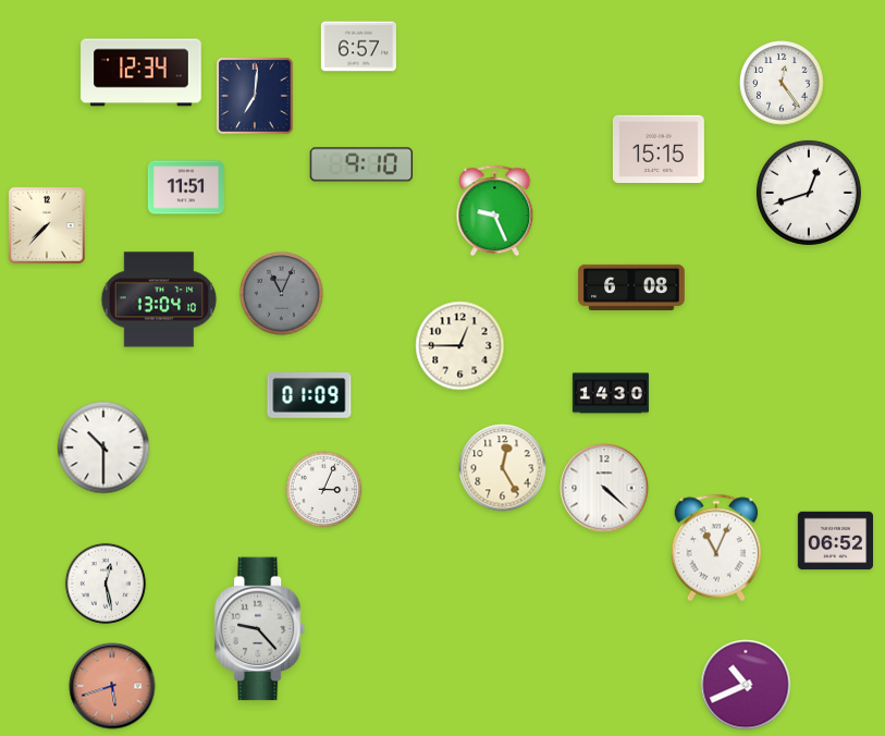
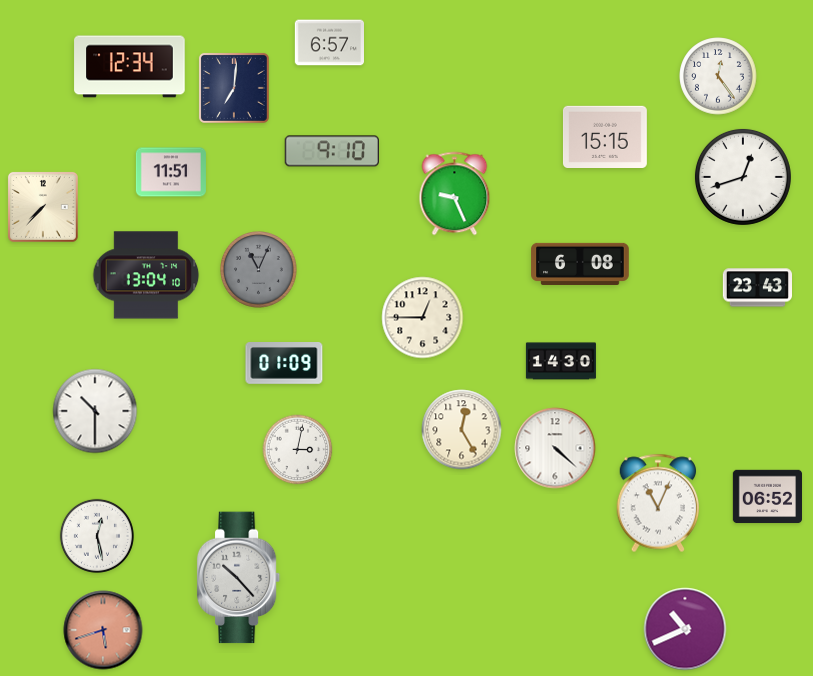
clock at (757, 288): none -> 23:43
clock at (324, 490): 3:04 -> 3:02
clock at (260, 629): 9:23 -> 10:23
